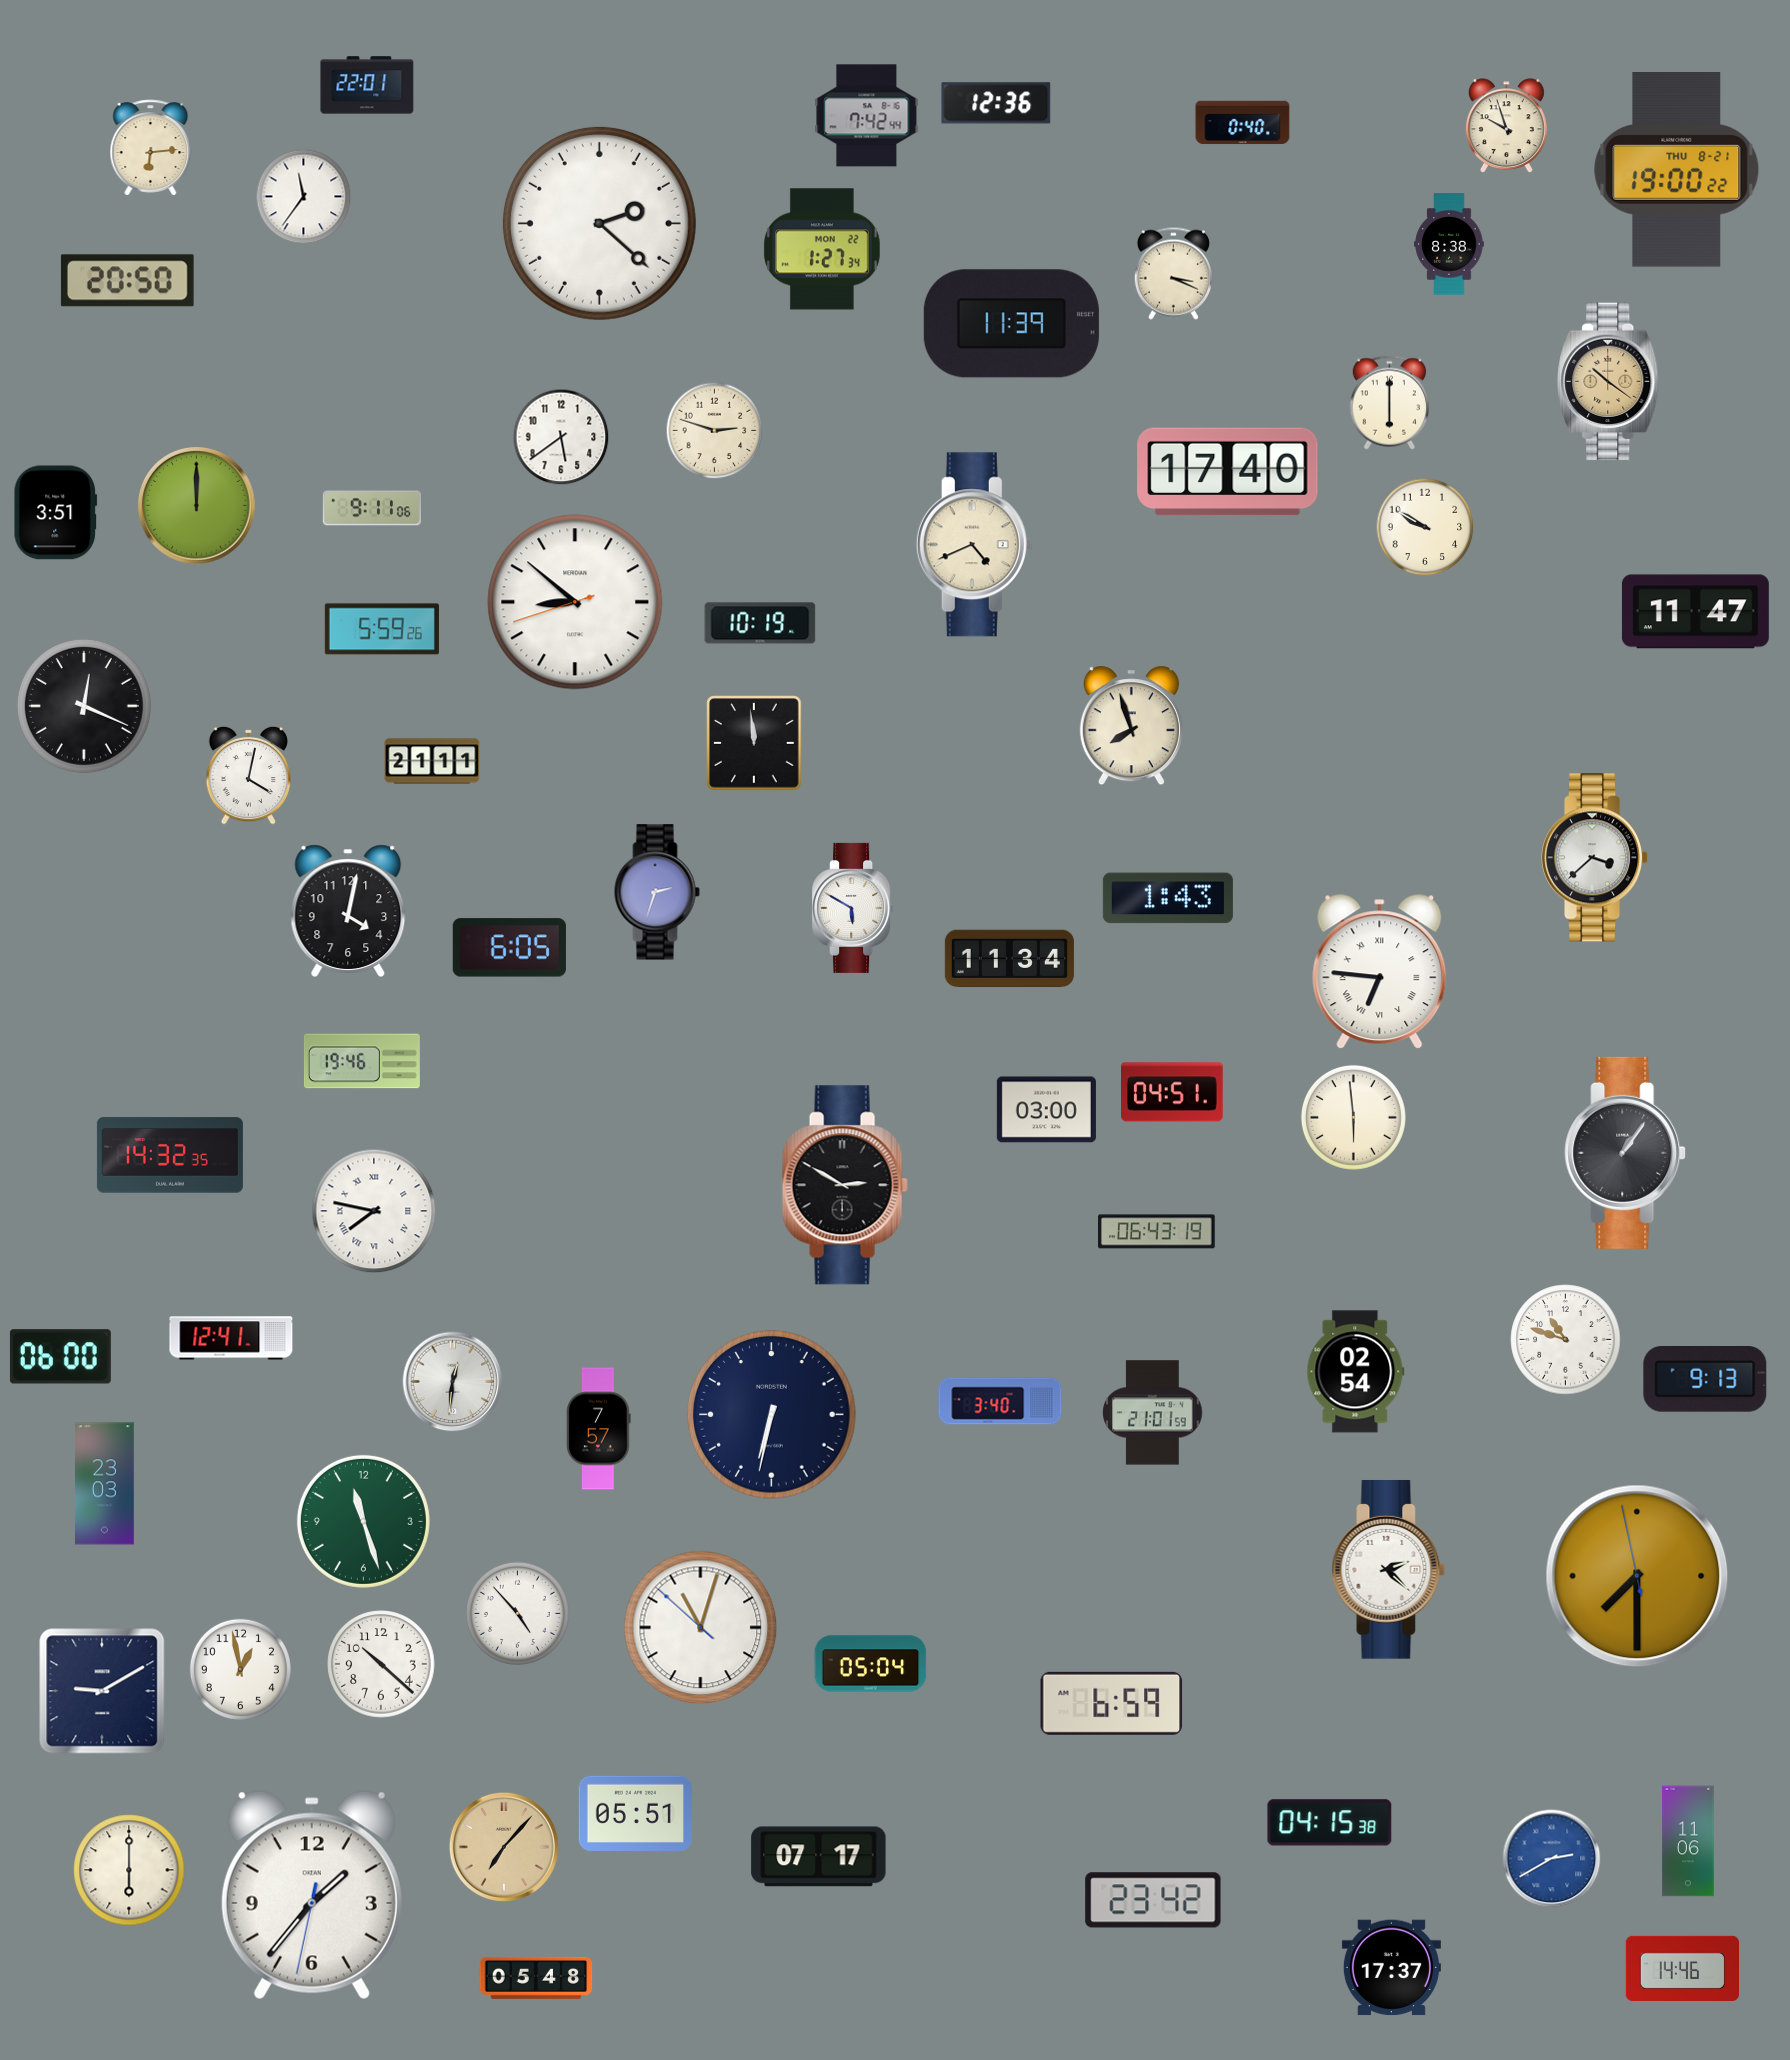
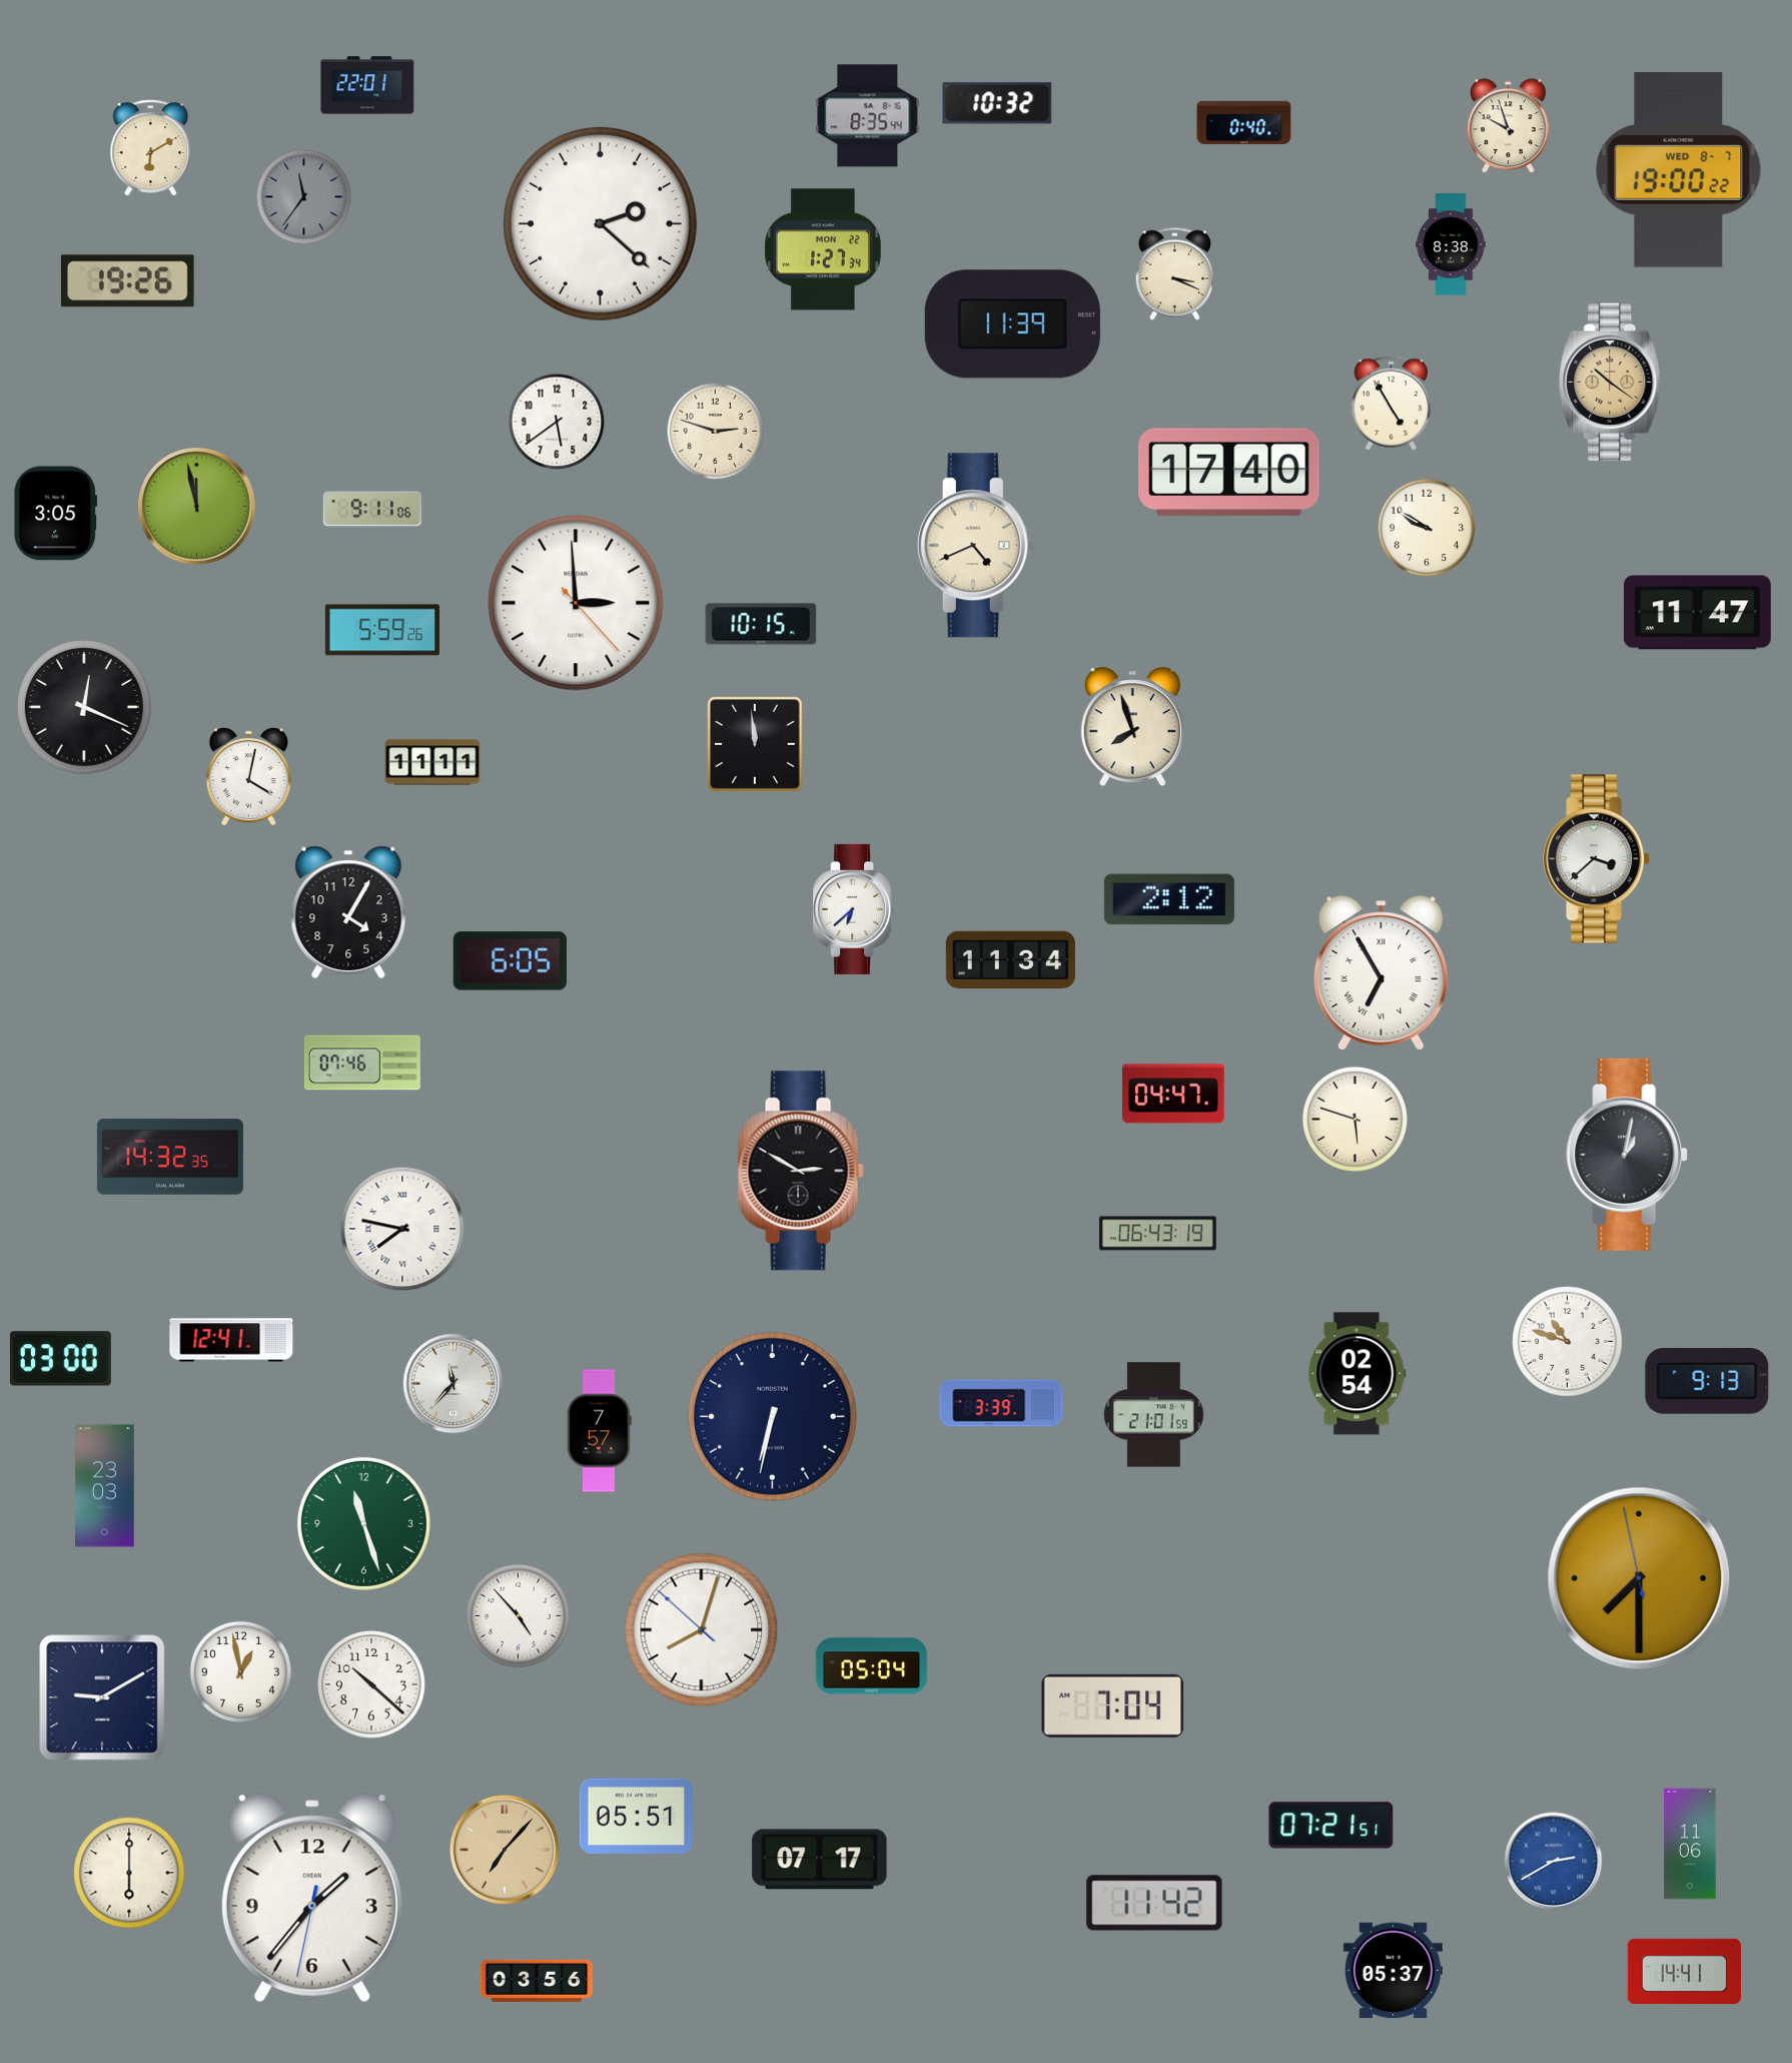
clock at (996, 103): 12:36 -> 10:32
clock at (867, 116): 7:42 -> 8:35
clock at (151, 148): 6:14 -> 6:10
clock at (1677, 170) date: THU 8-21 -> WED 8-7
clock at (304, 197) dial: white -> grey
clock at (127, 281): 20:50 -> 19:26
clock at (1390, 403): 6:00 -> 4:55
clock at (561, 437) position: (561, 437) -> (557, 422)
clock at (197, 506): 12:00 -> 11:58
clock at (55, 513): 3:51 -> 3:05
clock at (575, 602): 8:51 -> 2:59
clock at (760, 623): 10:19 -> 10:15
clock at (432, 761): 21:11 -> 11:11
clock at (657, 892): 2:33 -> none
clock at (1168, 898): 1:43 -> 2:12
clock at (853, 908): 5:50 -> 6:38
clock at (348, 911): 4:02 -> 4:05
clock at (509, 948) position: (509, 948) -> (510, 961)
clock at (1380, 971): 6:46 -> 6:55
clock at (362, 1061): 19:46 -> 07:46
clock at (1173, 1092): 04:51 -> 04:47
clock at (1046, 1110): 03:00 -> none
clock at (1353, 1117): 5:59 -> 5:48
clock at (1625, 1153): 1:06 -> 1:02
clock at (845, 1185) position: (845, 1185) -> (801, 1171)
clock at (374, 1211) position: (374, 1211) -> (402, 1229)
clock at (60, 1357): 06:00 -> 03:00
clock at (453, 1382): 12:31 -> 11:37
clock at (1000, 1401): 3:40 -> 3:39
clock at (1389, 1569): 2:22 -> none
clock at (701, 1628): 11:02 -> 8:02
clock at (381, 1664) position: (381, 1664) -> (371, 1684)
clock at (102, 1691) position: (102, 1691) -> (102, 1697)
clock at (1112, 1703): 6:59 -> 7:04
clock at (1330, 1823): 04:15 -> 07:21
clock at (1153, 1900): 23:42 -> 11:42
clock at (1391, 1968): 17:37 -> 05:37
clock at (1683, 1968): 14:46 -> 14:41
clock at (536, 1978): 05:48 -> 03:56
